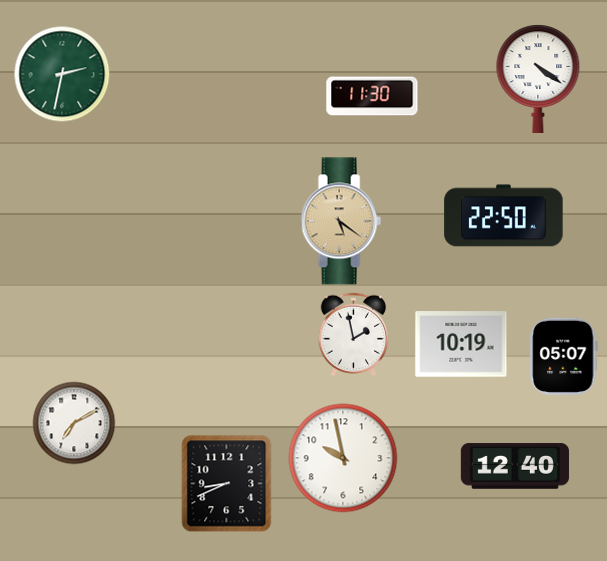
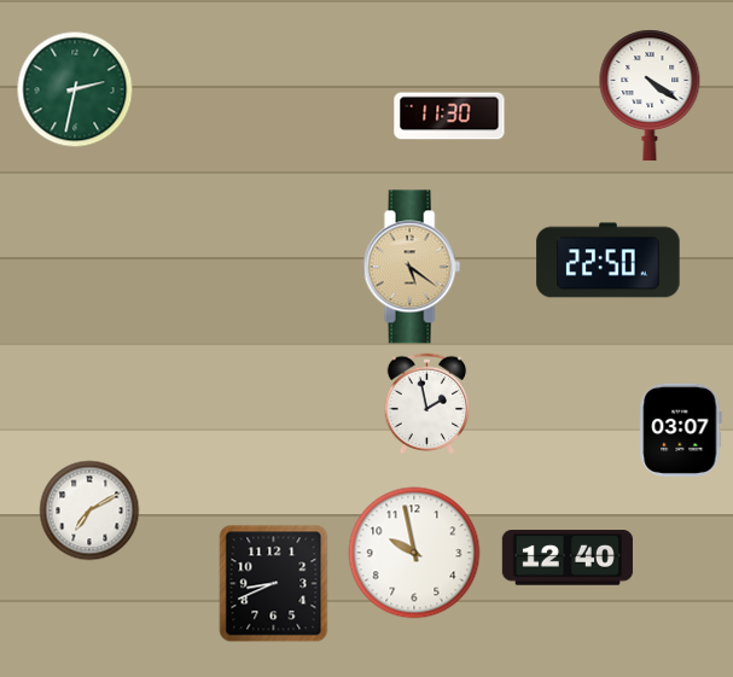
clock at (461, 344): 10:19 -> none
clock at (564, 356): 05:07 -> 03:07
clock at (515, 466) position: (515, 466) -> (568, 558)
